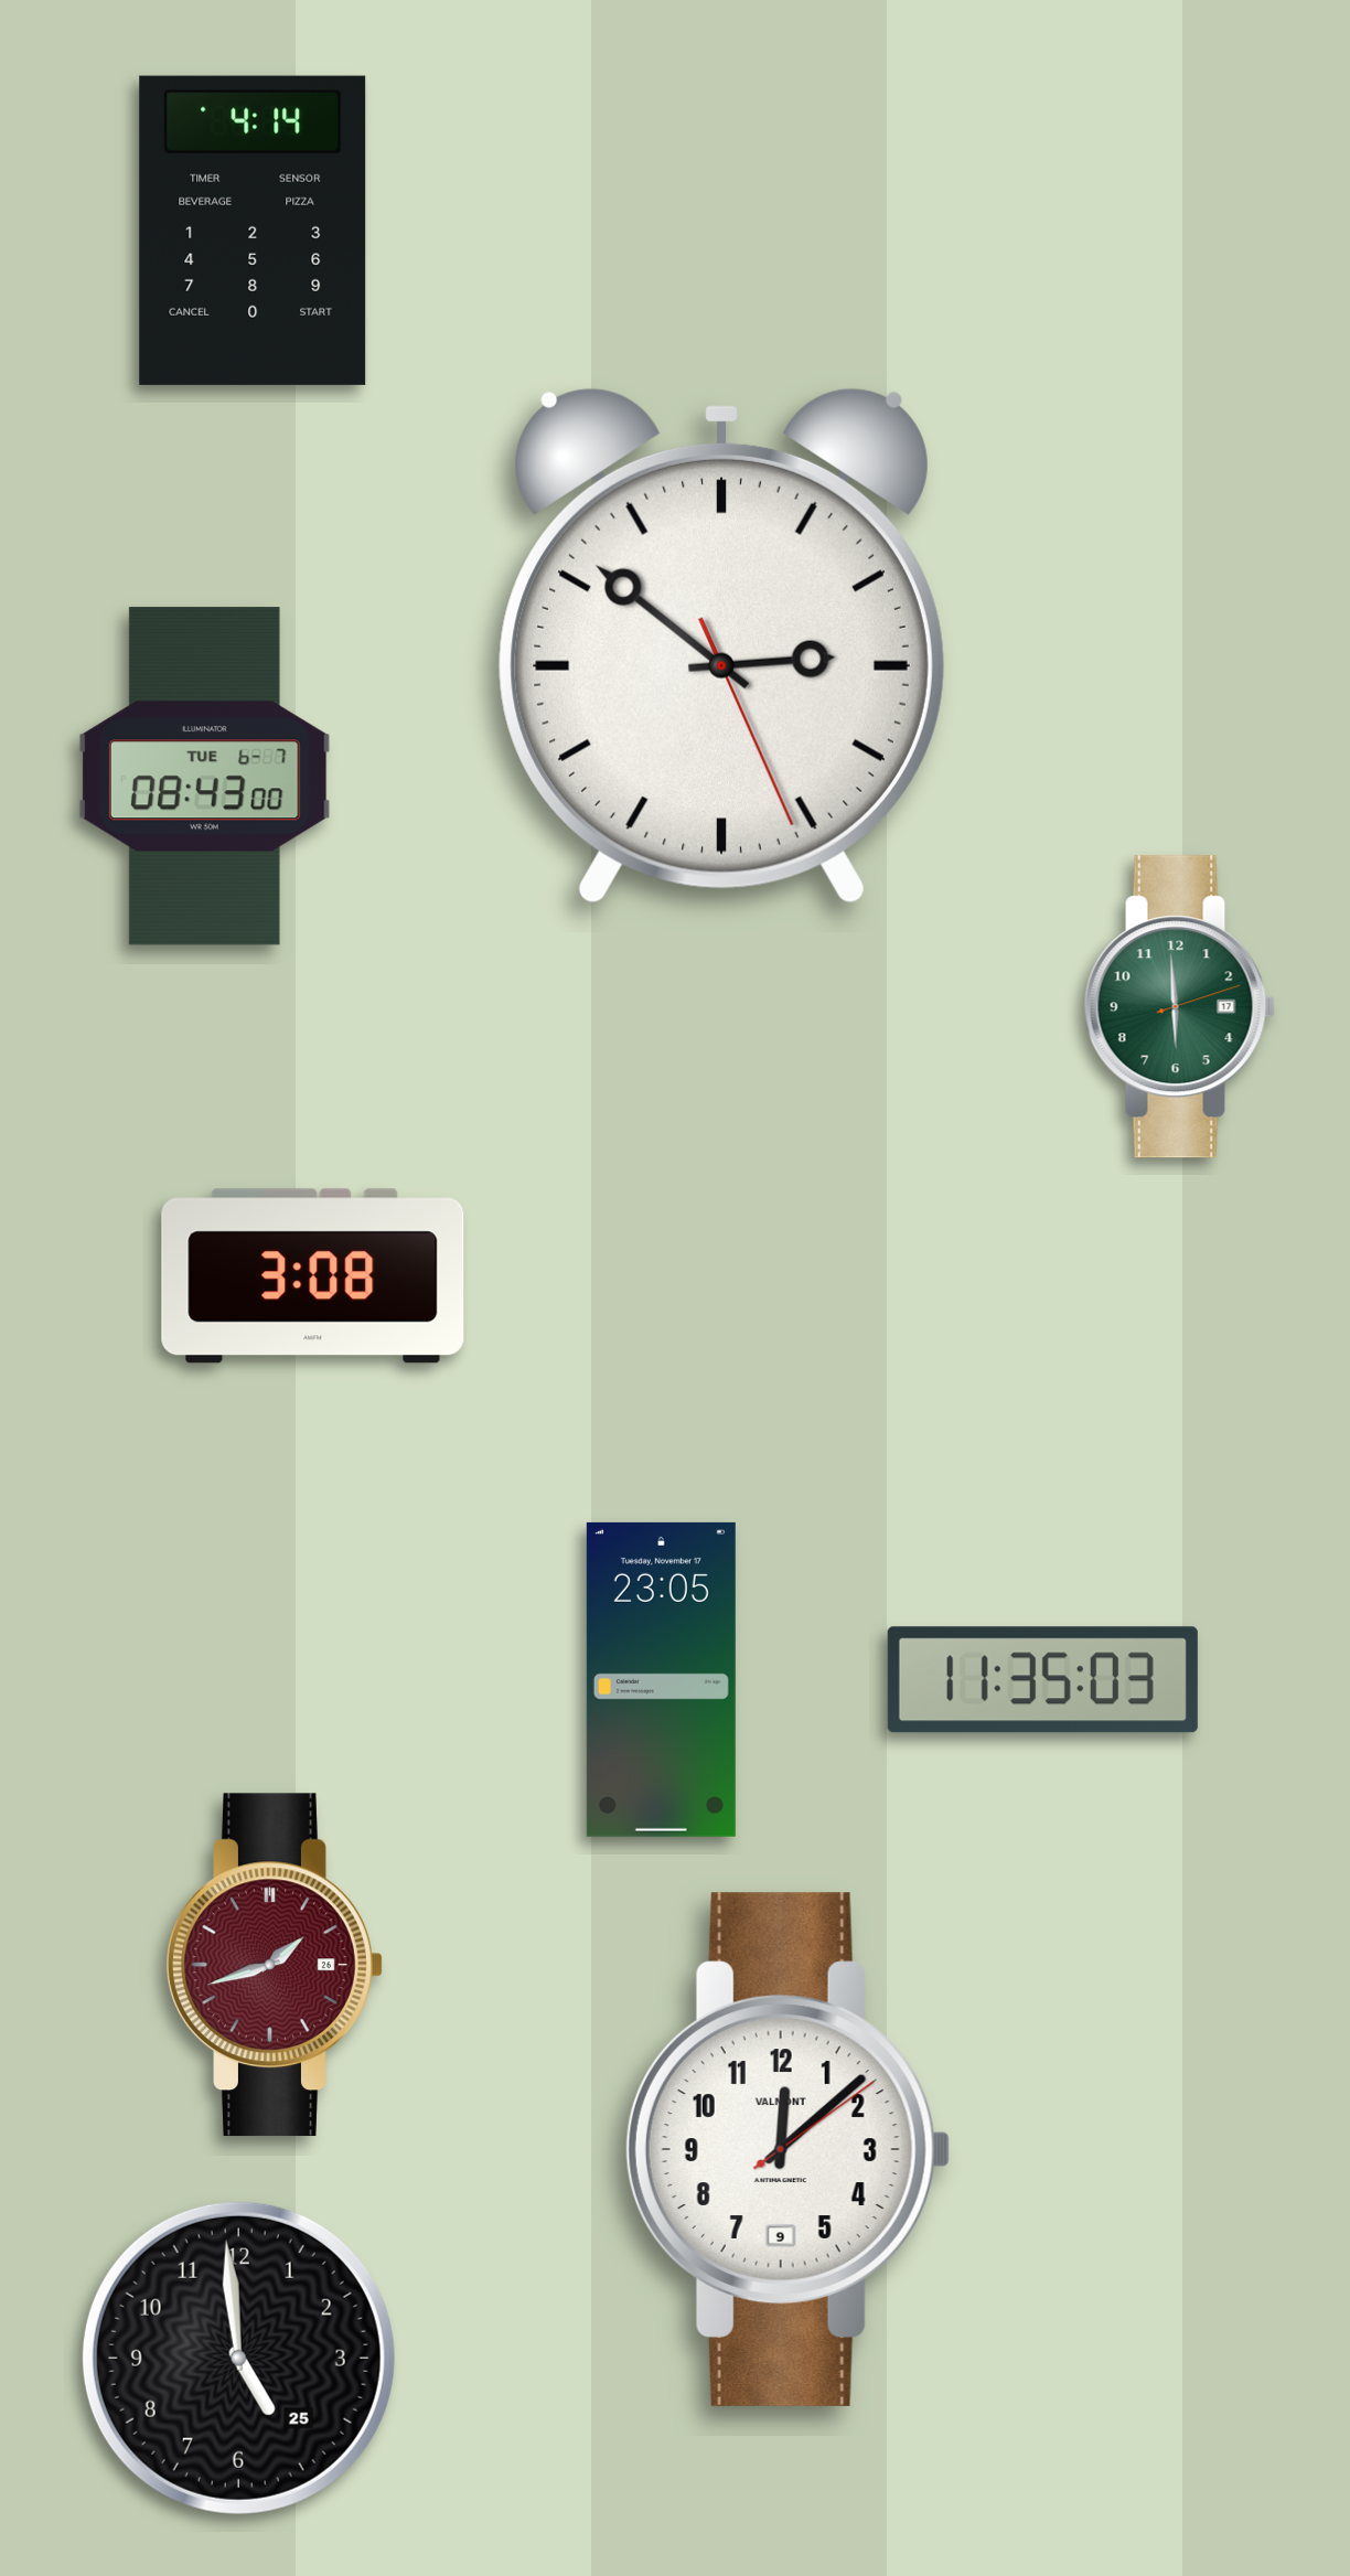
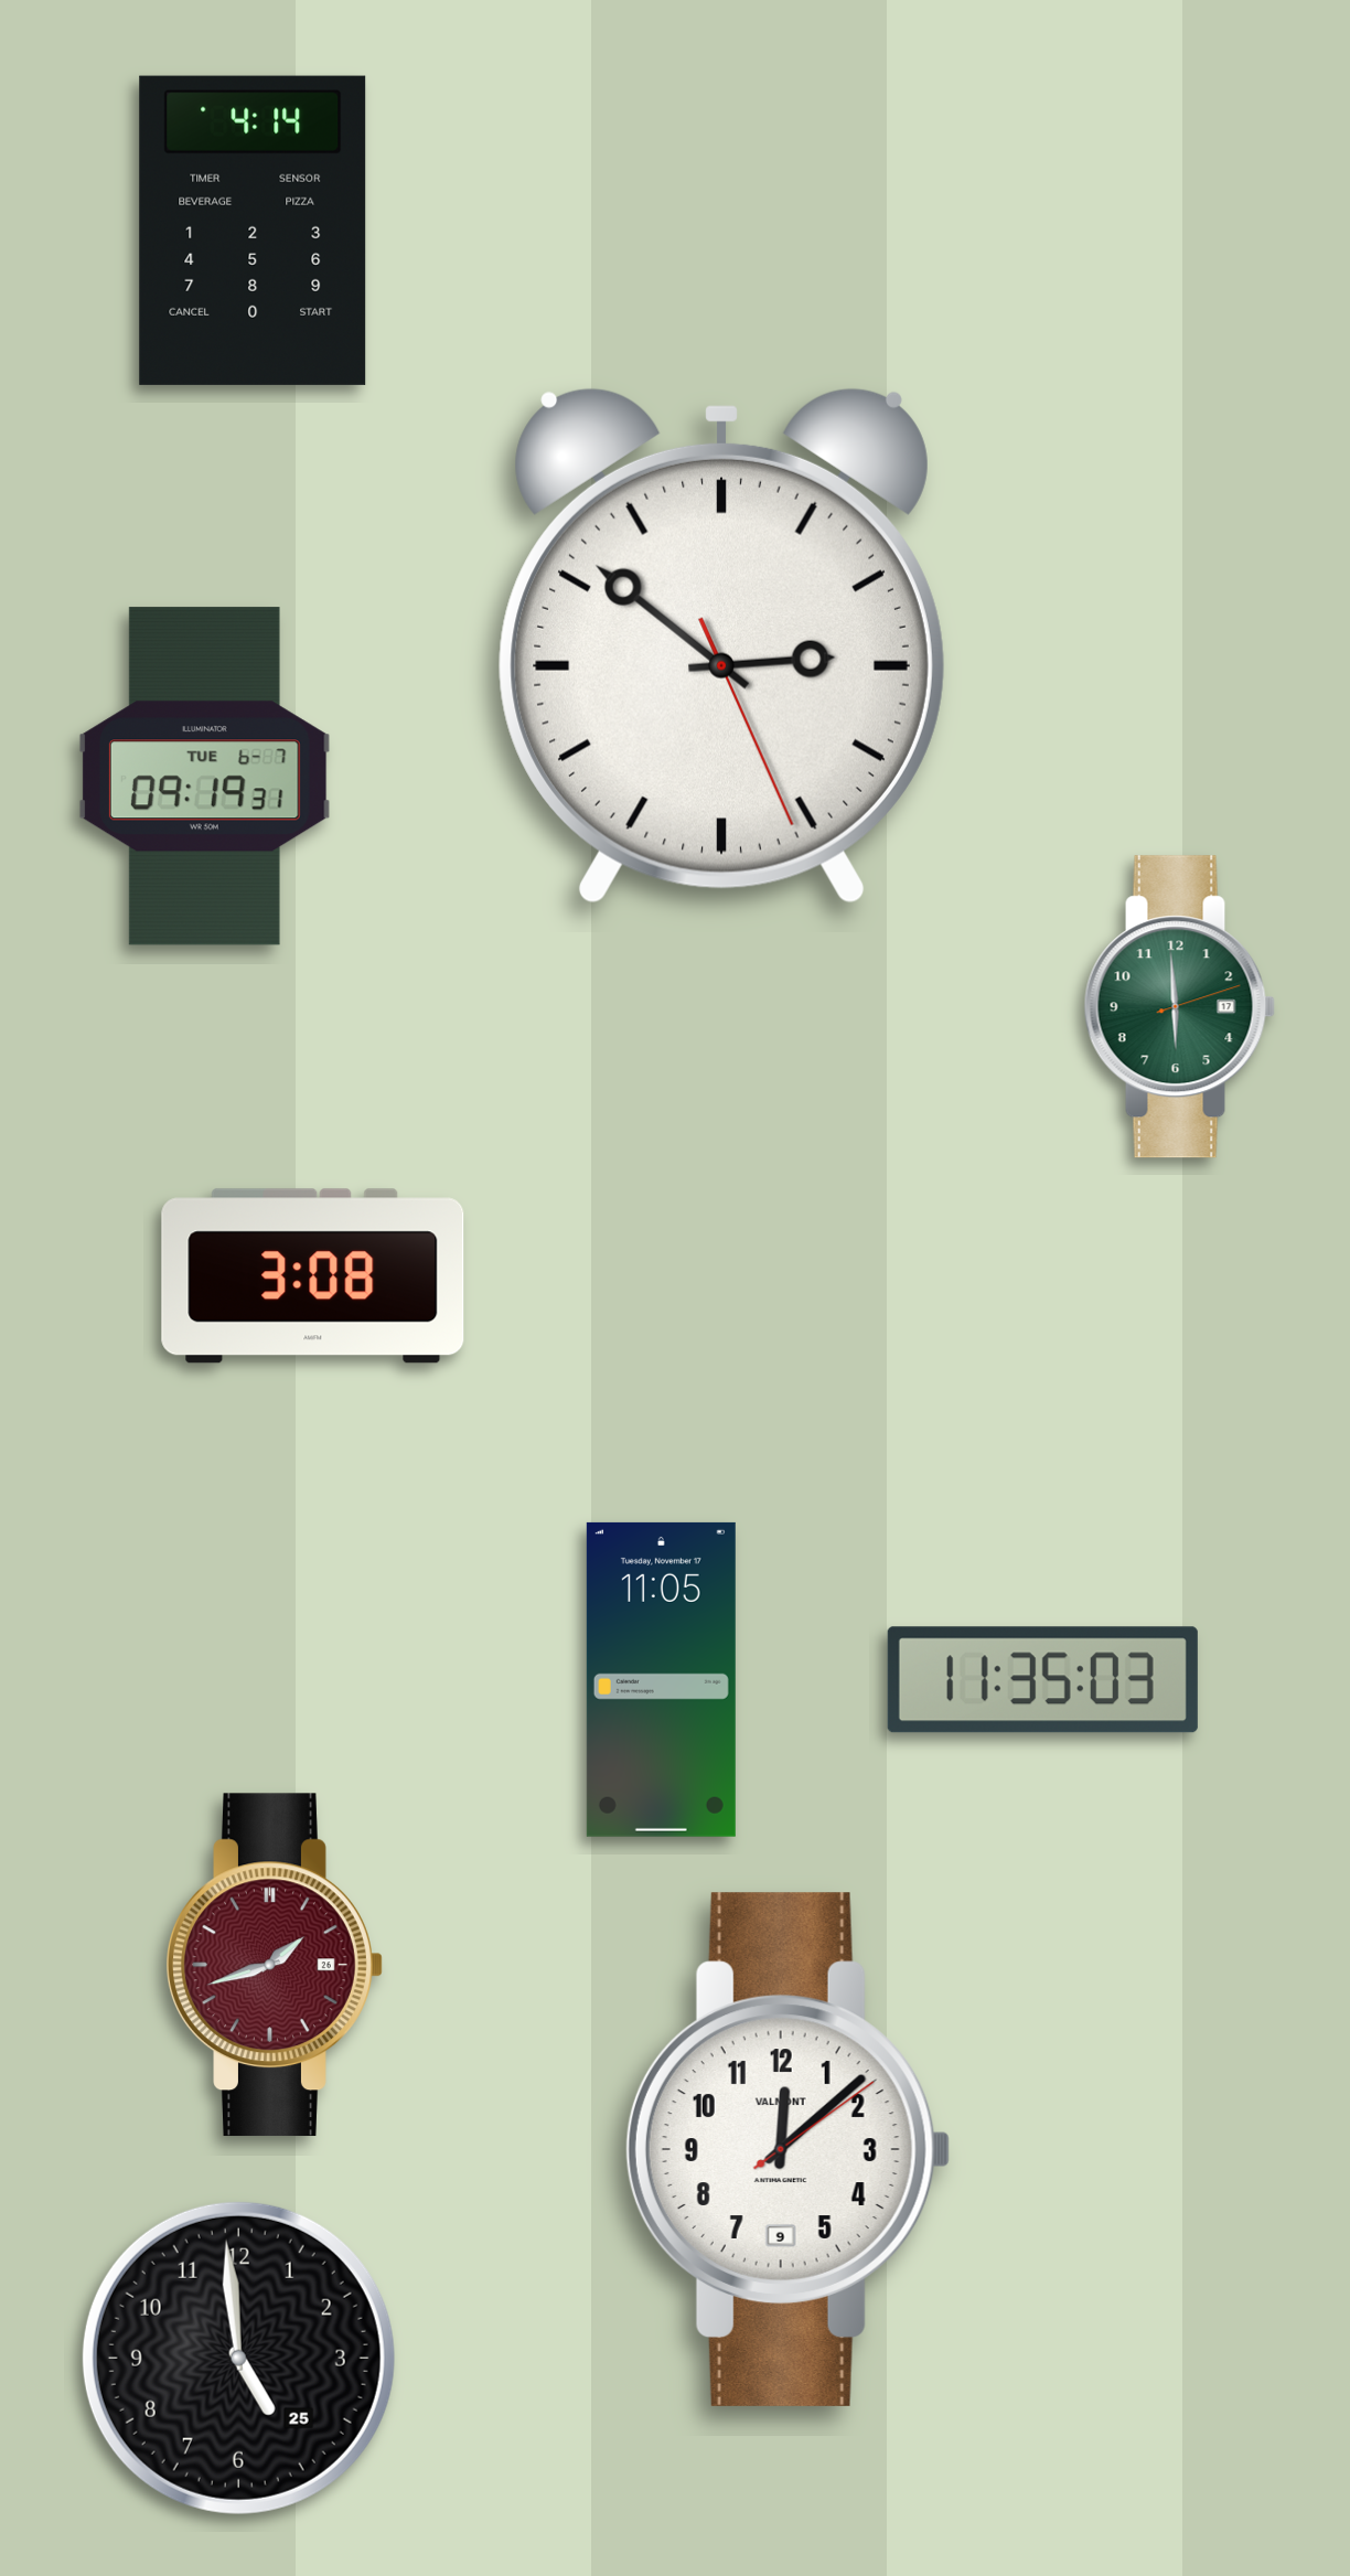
clock at (204, 777): 08:43 -> 09:19
clock at (661, 1679): 23:05 -> 11:05
